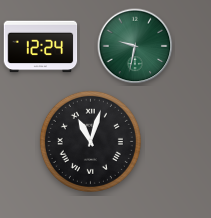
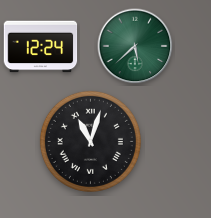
clock at (135, 46): 9:32 -> 5:38
